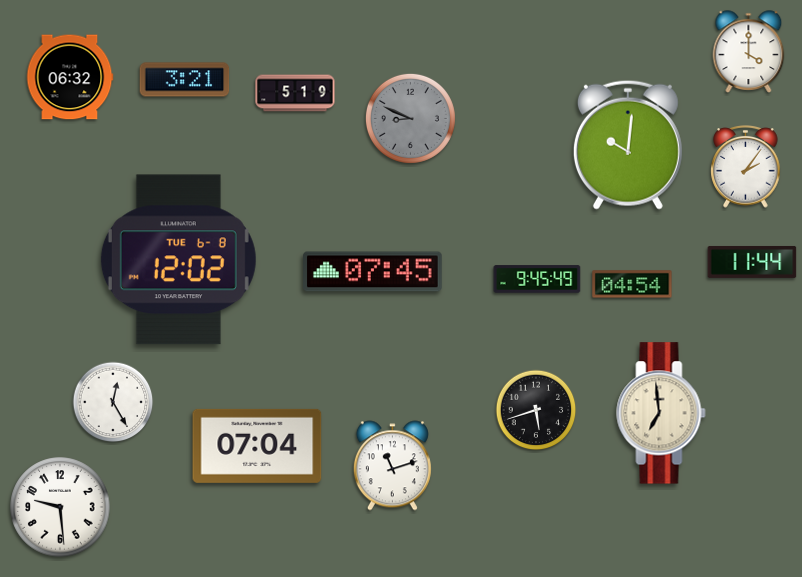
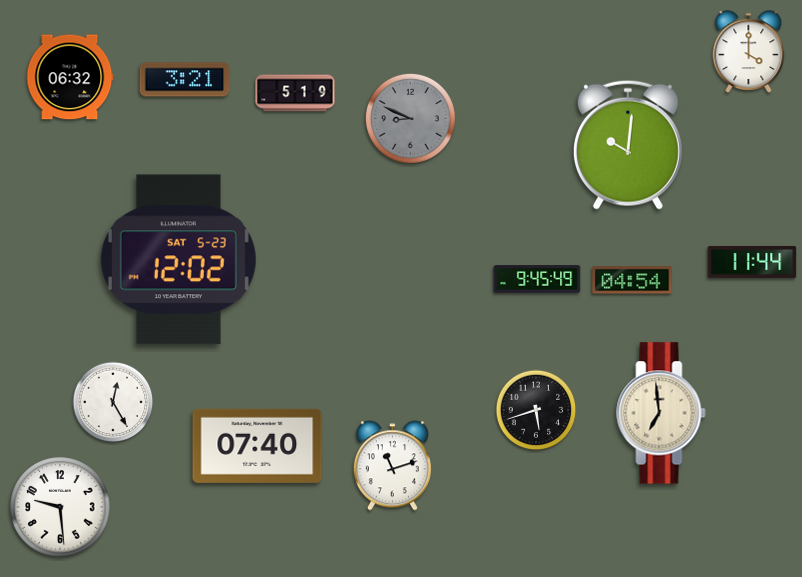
clock at (746, 167): 2:06 -> none
clock at (178, 260) date: TUE 6-8 -> SAT 5-23
clock at (373, 272): 07:45 -> none
clock at (632, 284) position: (632, 284) -> (632, 280)
clock at (257, 446): 07:04 -> 07:40
